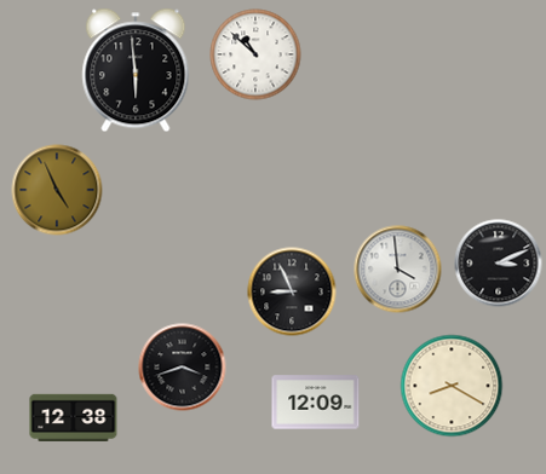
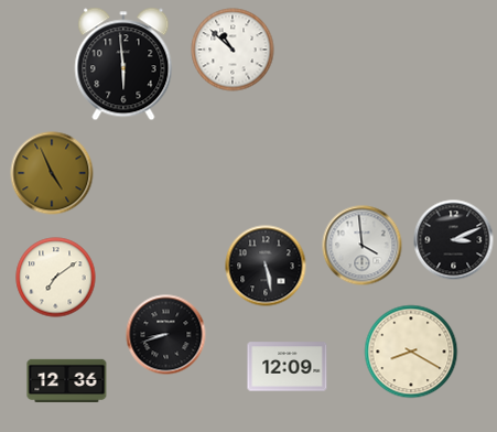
clock at (292, 291): 8:56 -> 5:28
clock at (56, 278): none -> 7:09
clock at (183, 368): 3:42 -> 8:42
clock at (74, 417): 12:38 -> 12:36
